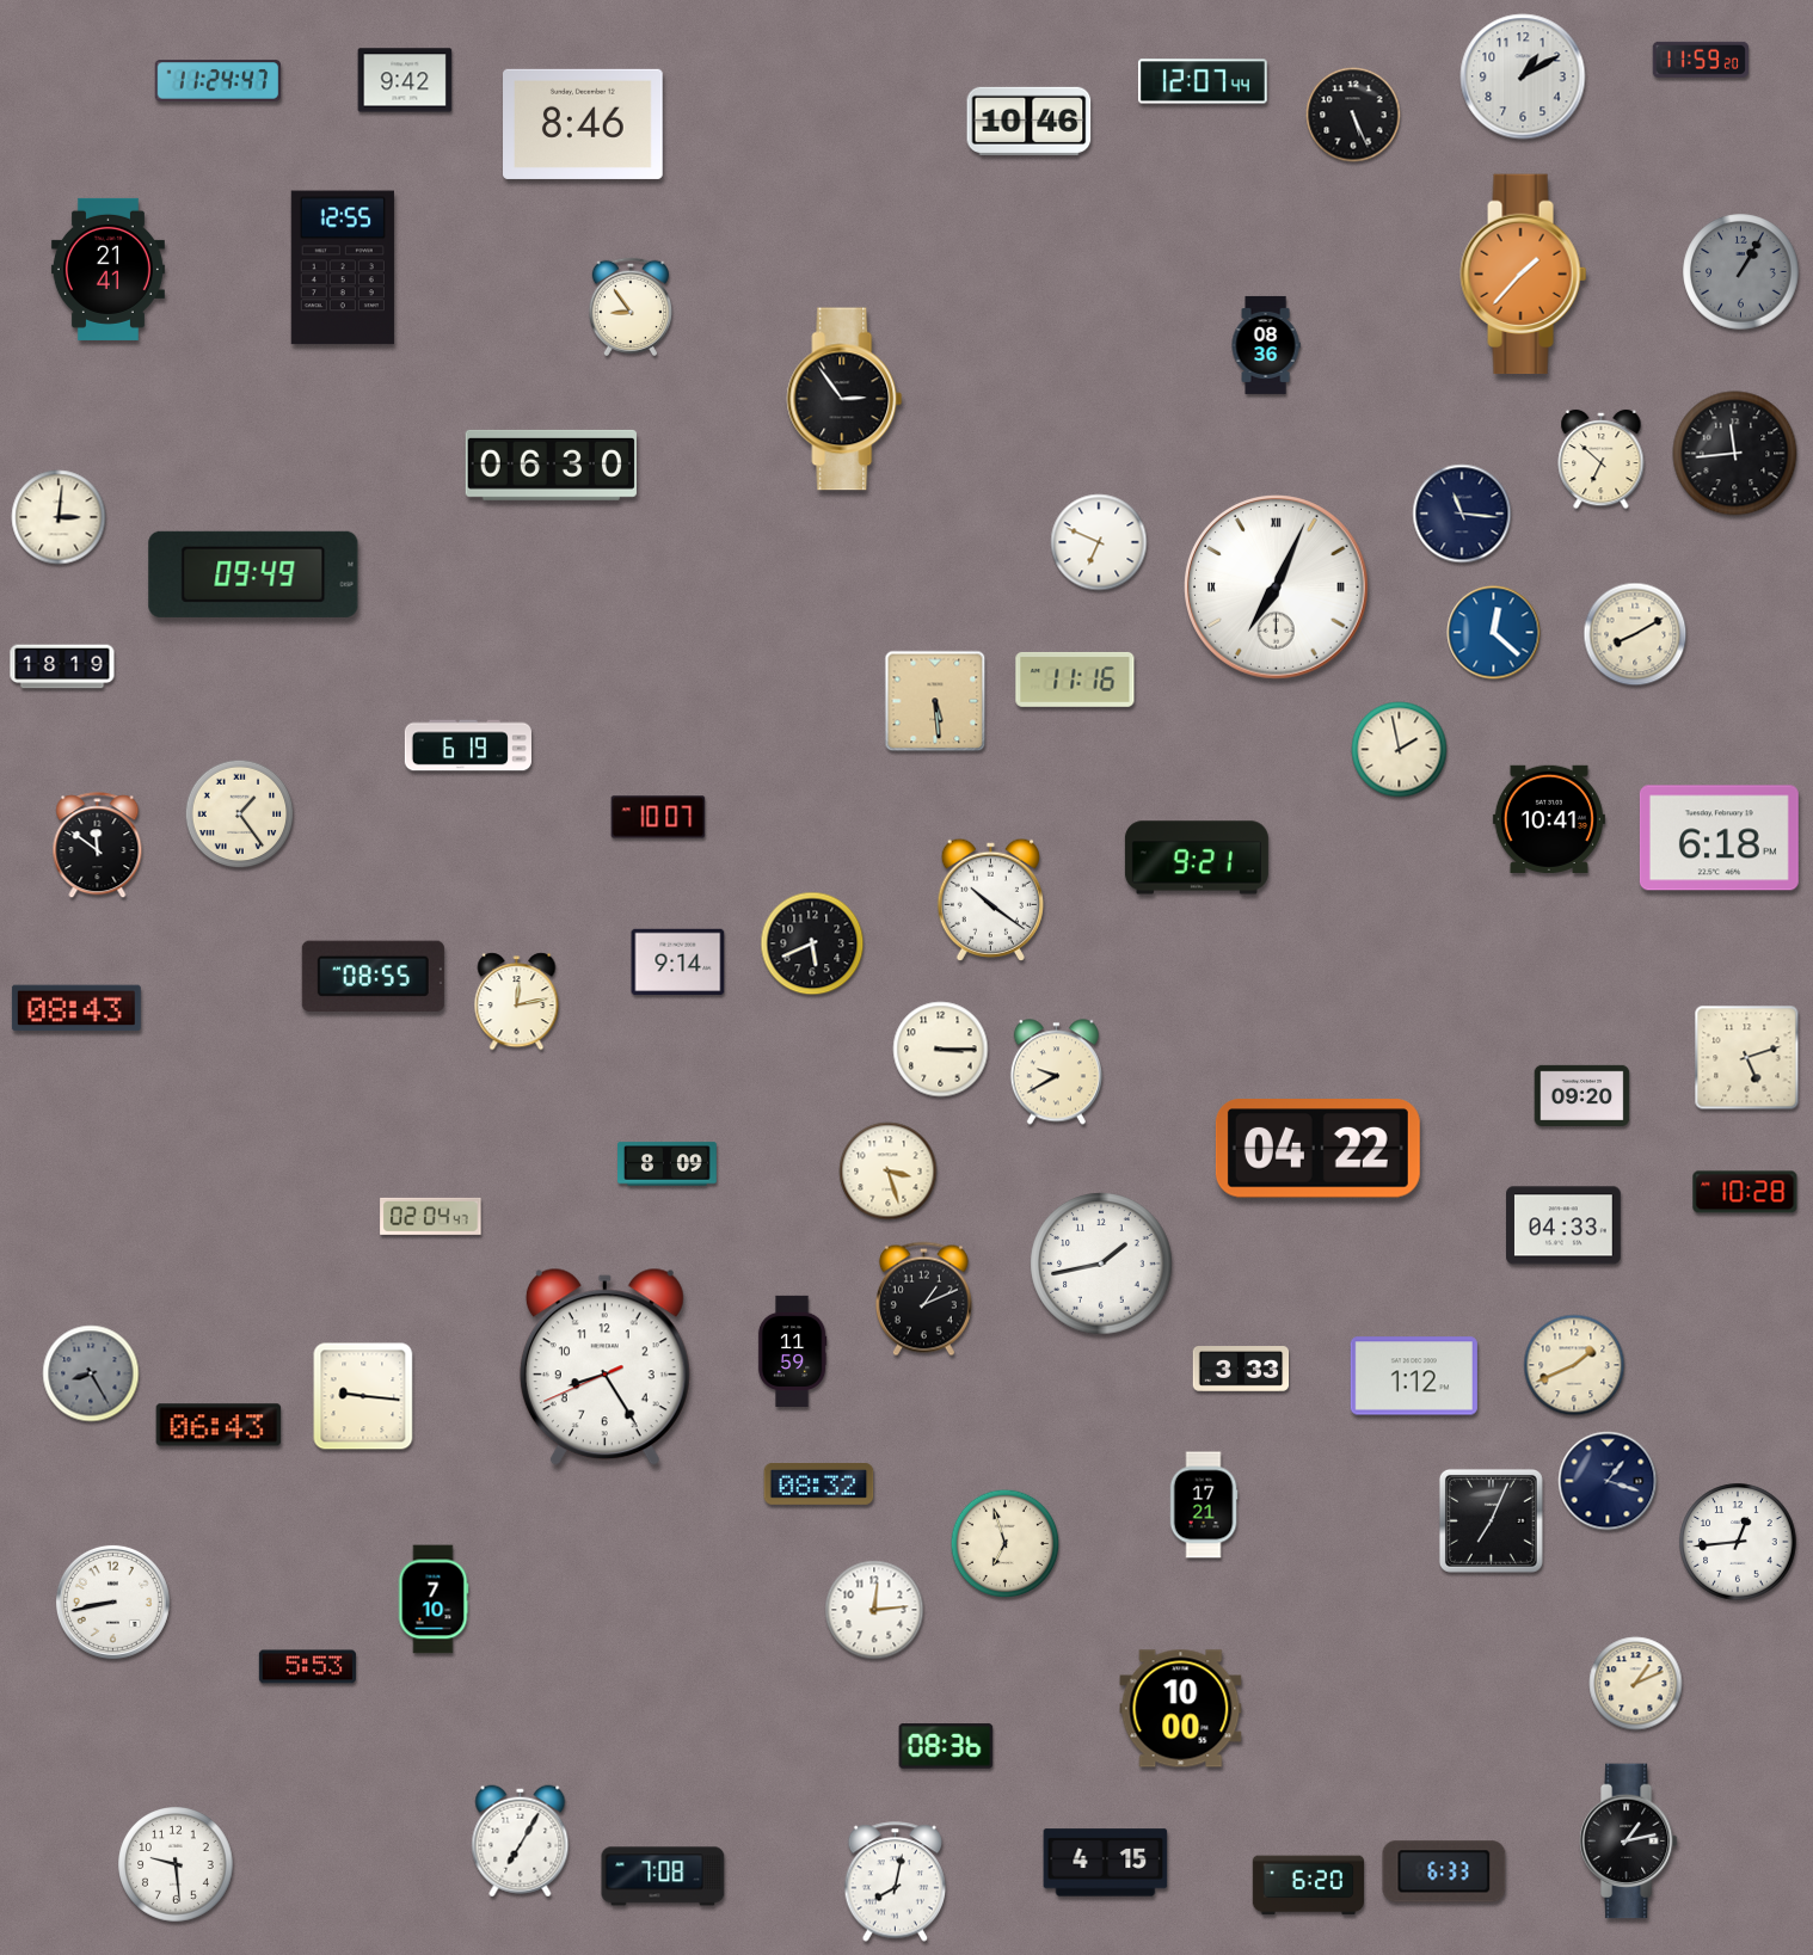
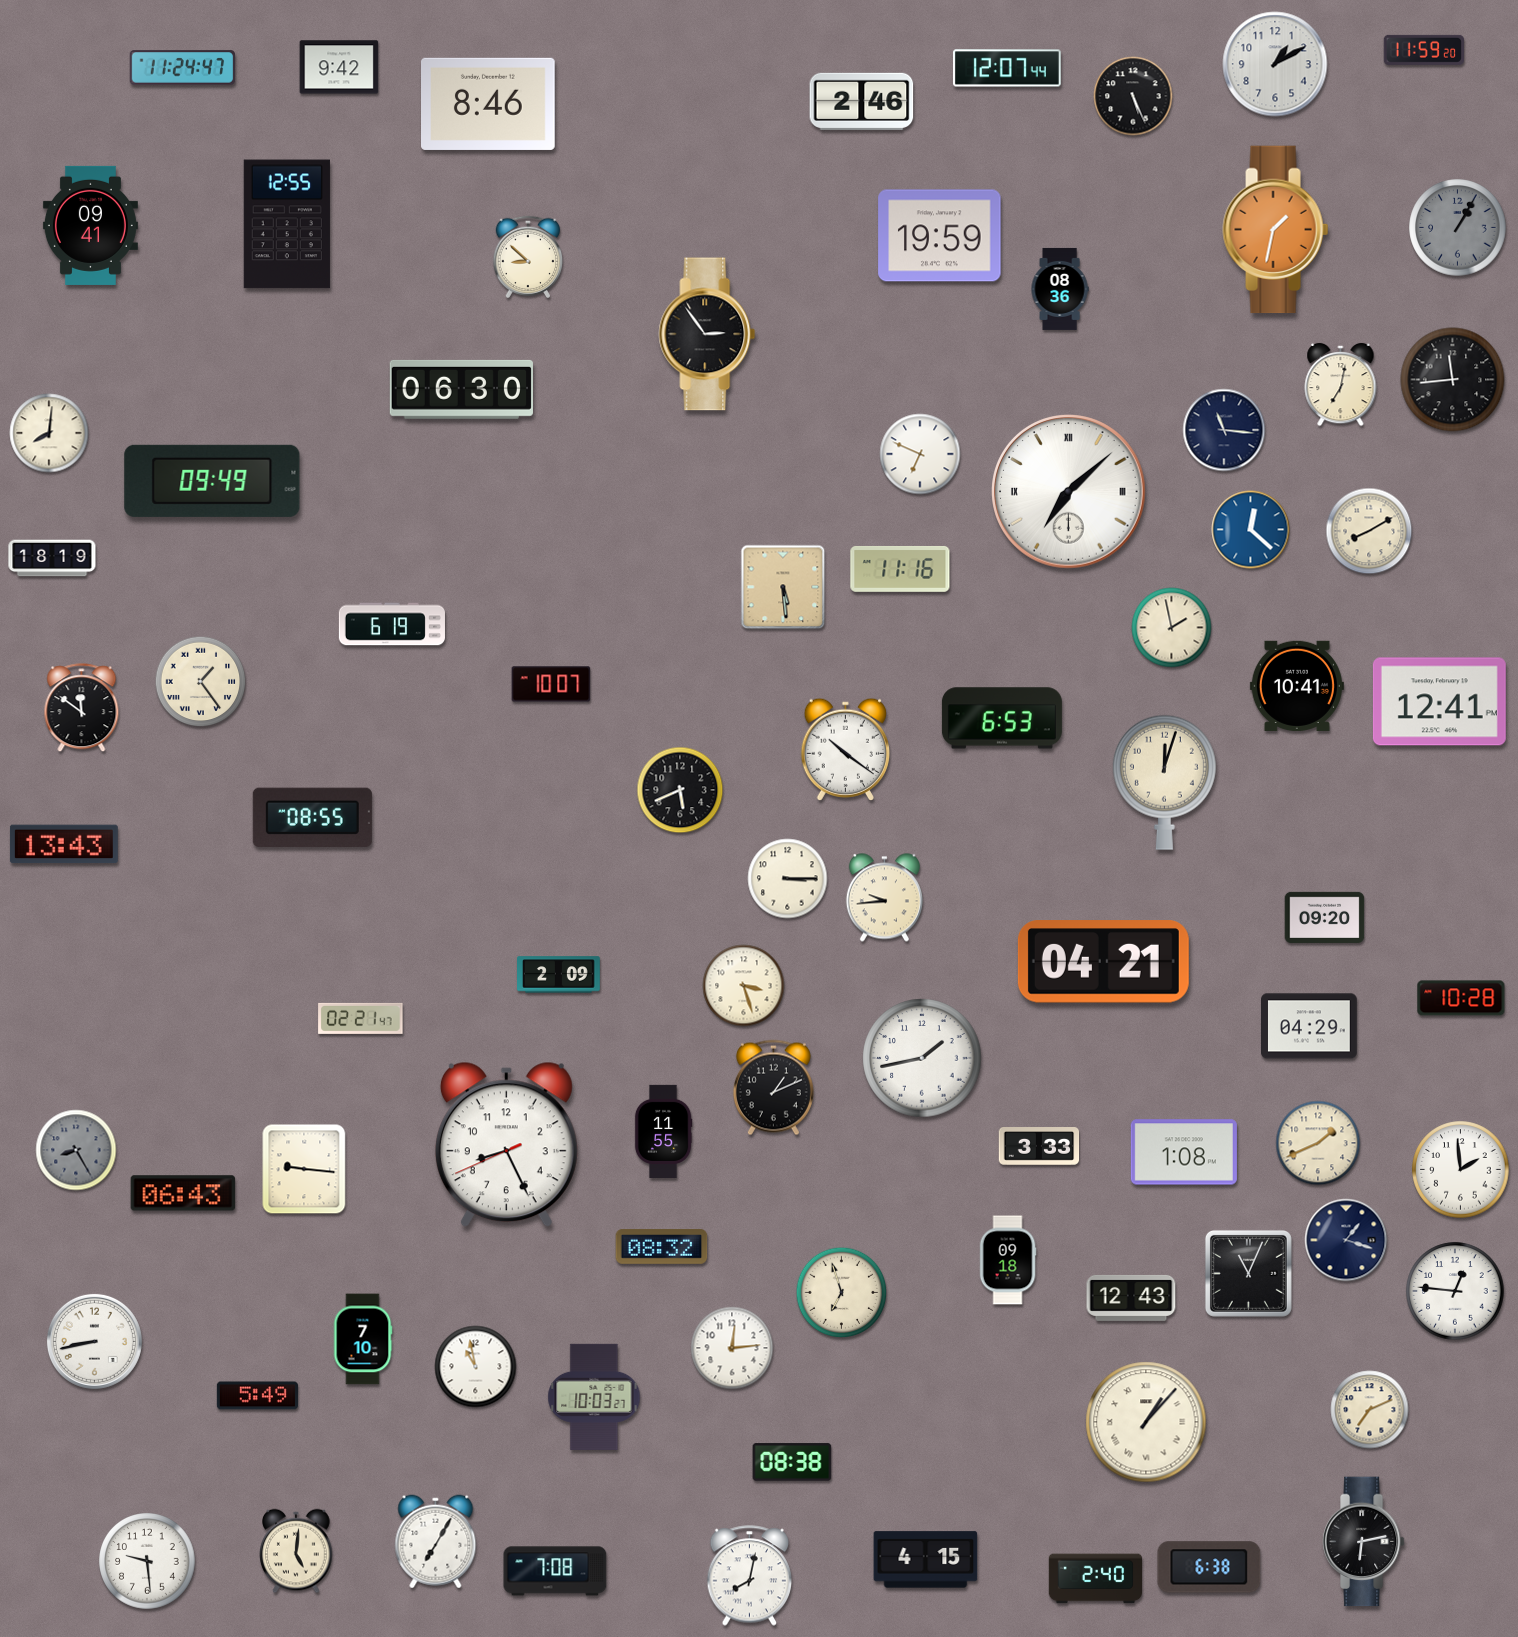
clock at (1030, 121): 10:46 -> 2:46
clock at (107, 269): 21:41 -> 09:41
clock at (1524, 275): 1:37 -> 1:32
clock at (940, 236): none -> 19:59
clock at (631, 307): 8:54 -> 8:52
clock at (1602, 460): 6:52 -> 7:02
clock at (59, 517): 3:01 -> 8:01
clock at (1277, 588): 7:04 -> 7:08
clock at (1719, 838): 6:18 -> 12:41
clock at (1197, 857): 9:21 -> 6:53
clock at (990, 899) position: (990, 899) -> (845, 749)
clock at (1164, 782): none -> 12:03
clock at (678, 963): 9:14 -> none
clock at (517, 1002): 12:13 -> none
clock at (76, 1008): 08:43 -> 13:43
clock at (1747, 1058): 5:12 -> none
clock at (1056, 1072): 9:40 -> 9:44
clock at (1317, 1149): 04:22 -> 04:21
clock at (668, 1164): 8:09 -> 2:09
clock at (889, 1172) position: (889, 1172) -> (744, 986)
clock at (431, 1216): 02:04 -> 02:21
clock at (1565, 1225): 04:33 -> 04:29
clock at (792, 1351): 11:59 -> 11:55
clock at (604, 1367): 8:24 -> 8:25
clock at (1414, 1376): 1:12 -> 1:08
clock at (1461, 1170): none -> 1:59
clock at (819, 1484) position: (819, 1484) -> (662, 1247)
clock at (1204, 1505): 17:21 -> 09:18
clock at (1491, 1520): 7:04 -> 11:04
clock at (1738, 1542): 12:44 -> 12:46
clock at (1131, 1298): none -> 12:43
clock at (476, 1367): none -> 10:58
clock at (307, 1667): 5:53 -> 5:49
clock at (594, 1397): none -> 10:03
clock at (1636, 1684): 1:11 -> 7:11
clock at (1146, 1422): none -> 1:07
clock at (1181, 1709): 10:00 -> none
clock at (946, 1746): 08:36 -> 08:38
clock at (1628, 1842): 1:13 -> 6:13
clock at (296, 1551): none -> 5:01
clock at (1444, 1871): 6:33 -> 6:38
clock at (1308, 1886): 6:20 -> 2:40
